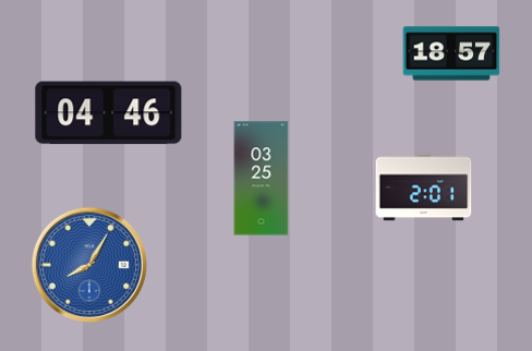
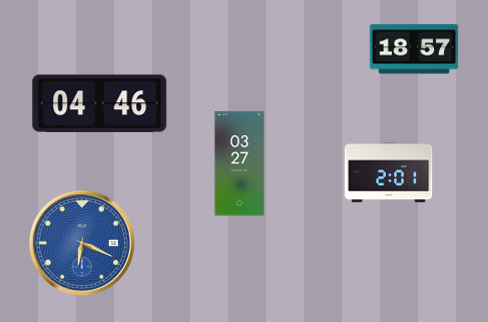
clock at (262, 179): 03:25 -> 03:27
clock at (89, 265): 8:05 -> 6:19
